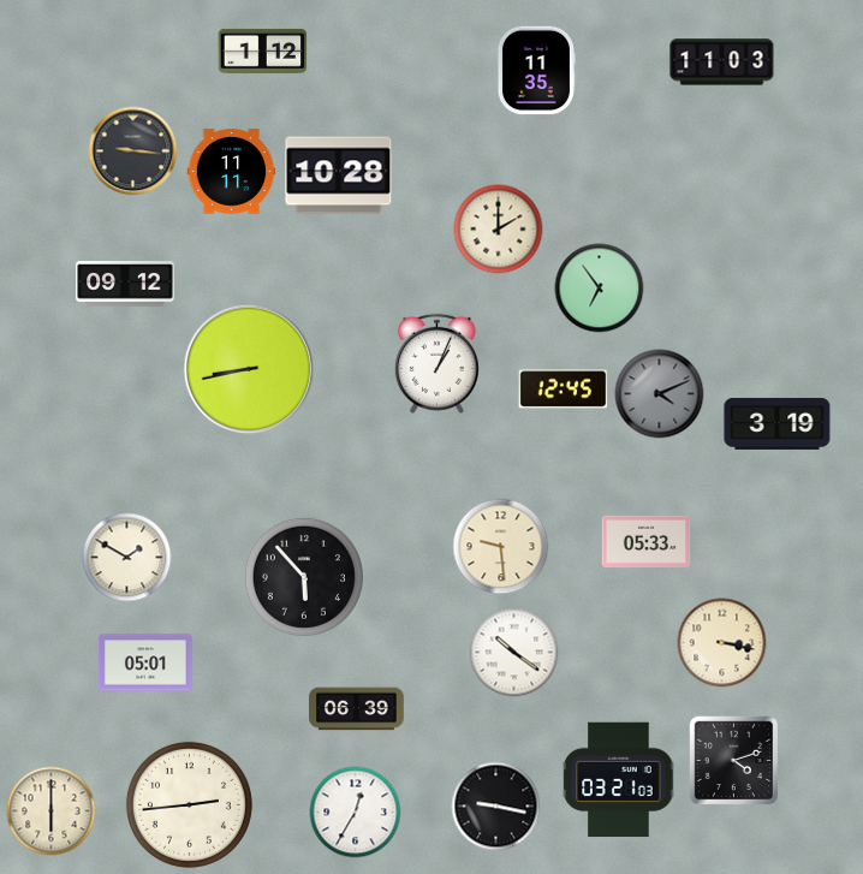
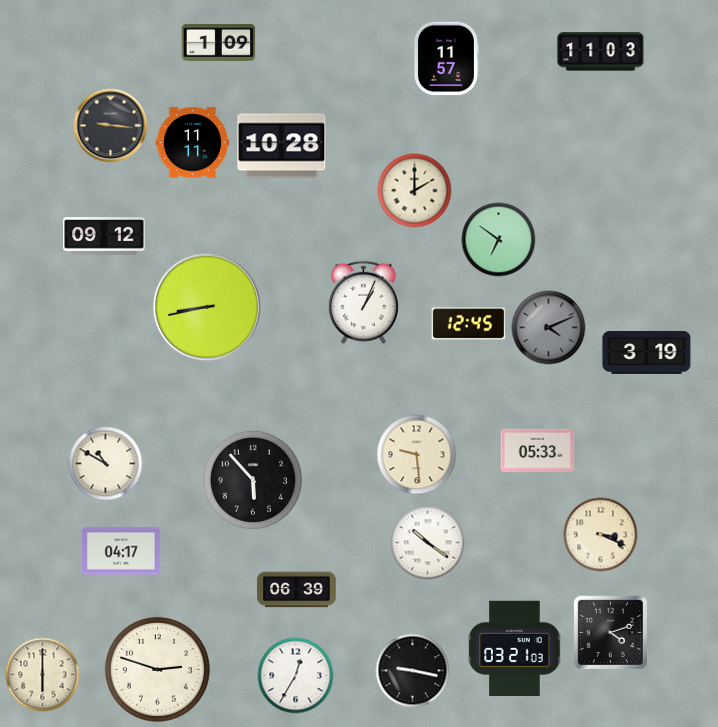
clock at (263, 50): 1:12 -> 1:09
clock at (536, 71): 11:35 -> 11:57
clock at (600, 289): 6:54 -> 6:51
clock at (127, 558): 1:50 -> 10:50
clock at (722, 643): 3:17 -> 3:19
clock at (145, 662): 05:01 -> 04:17
clock at (189, 804): 2:44 -> 2:48
